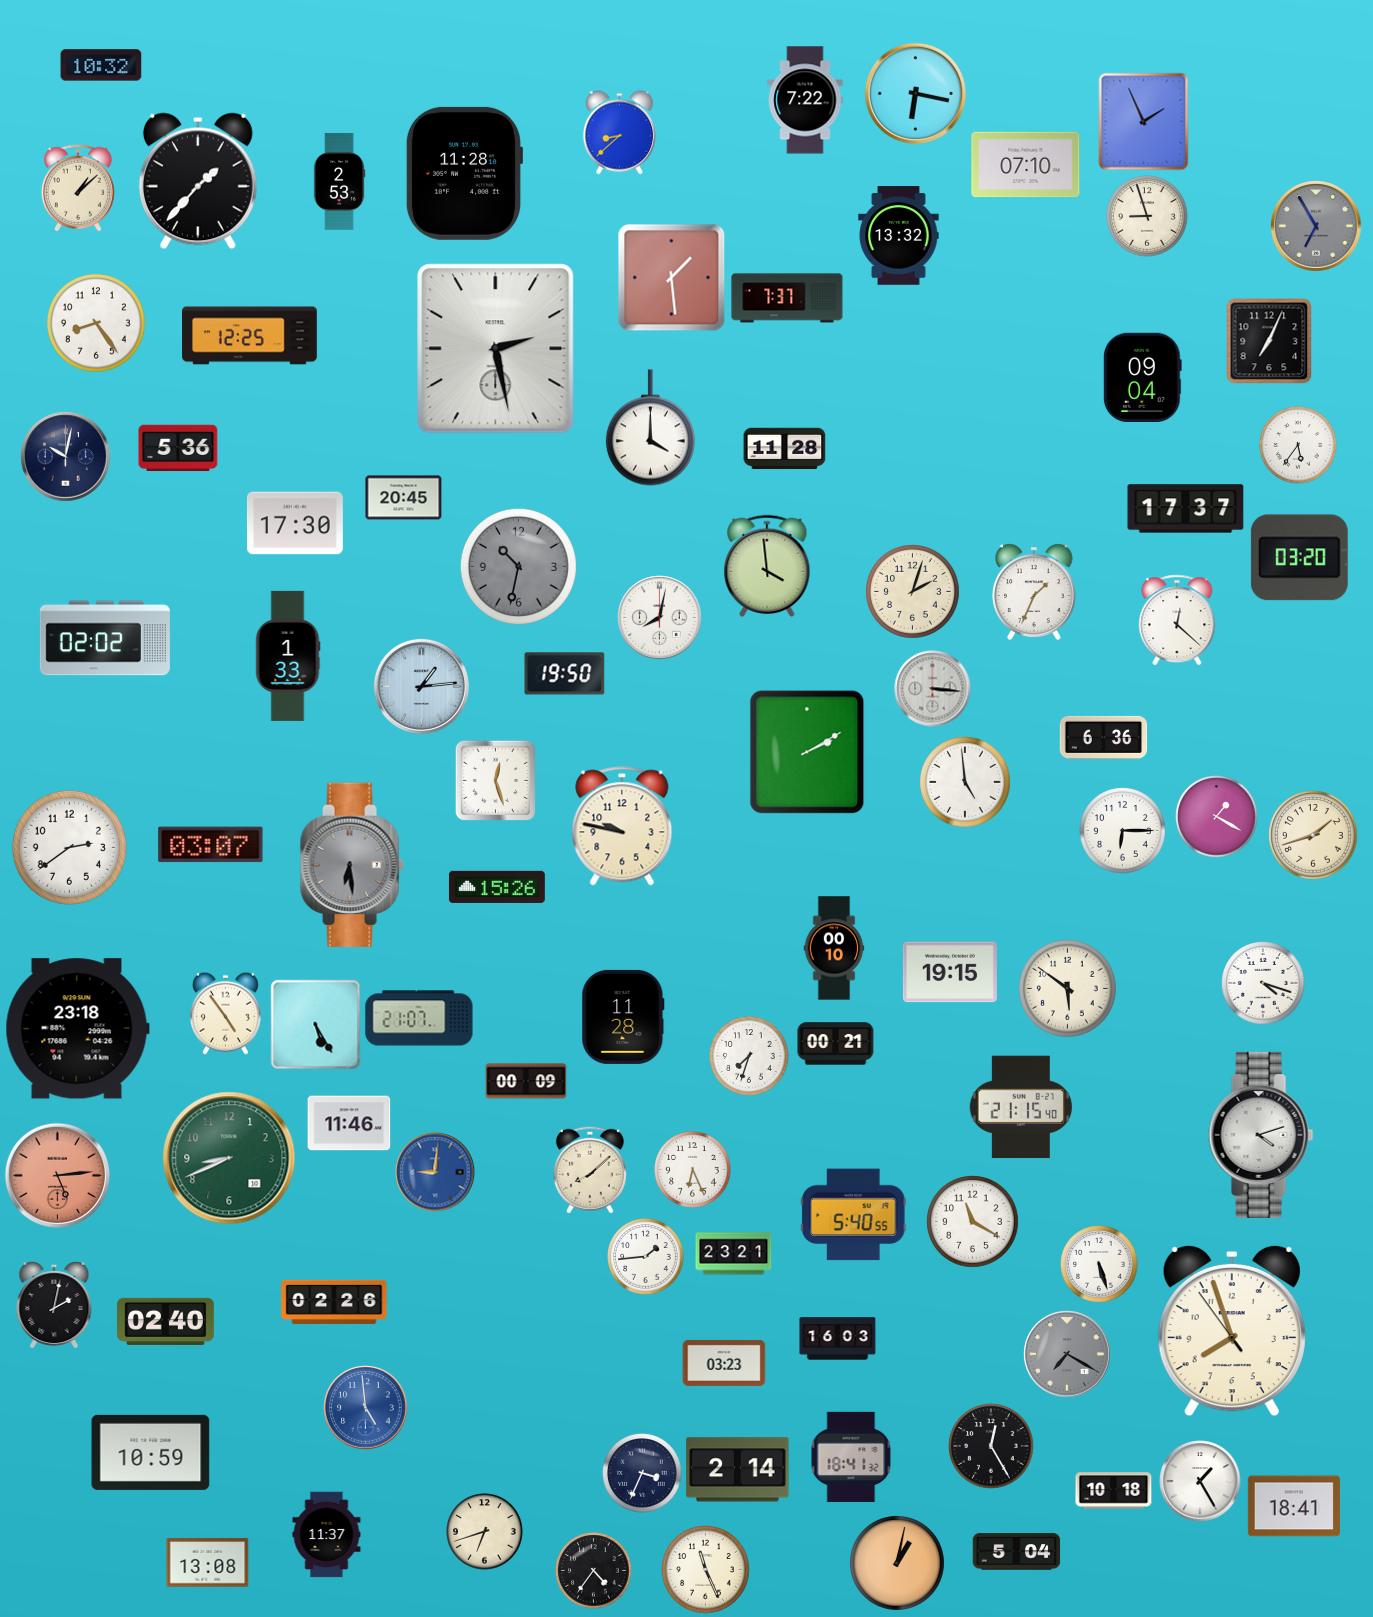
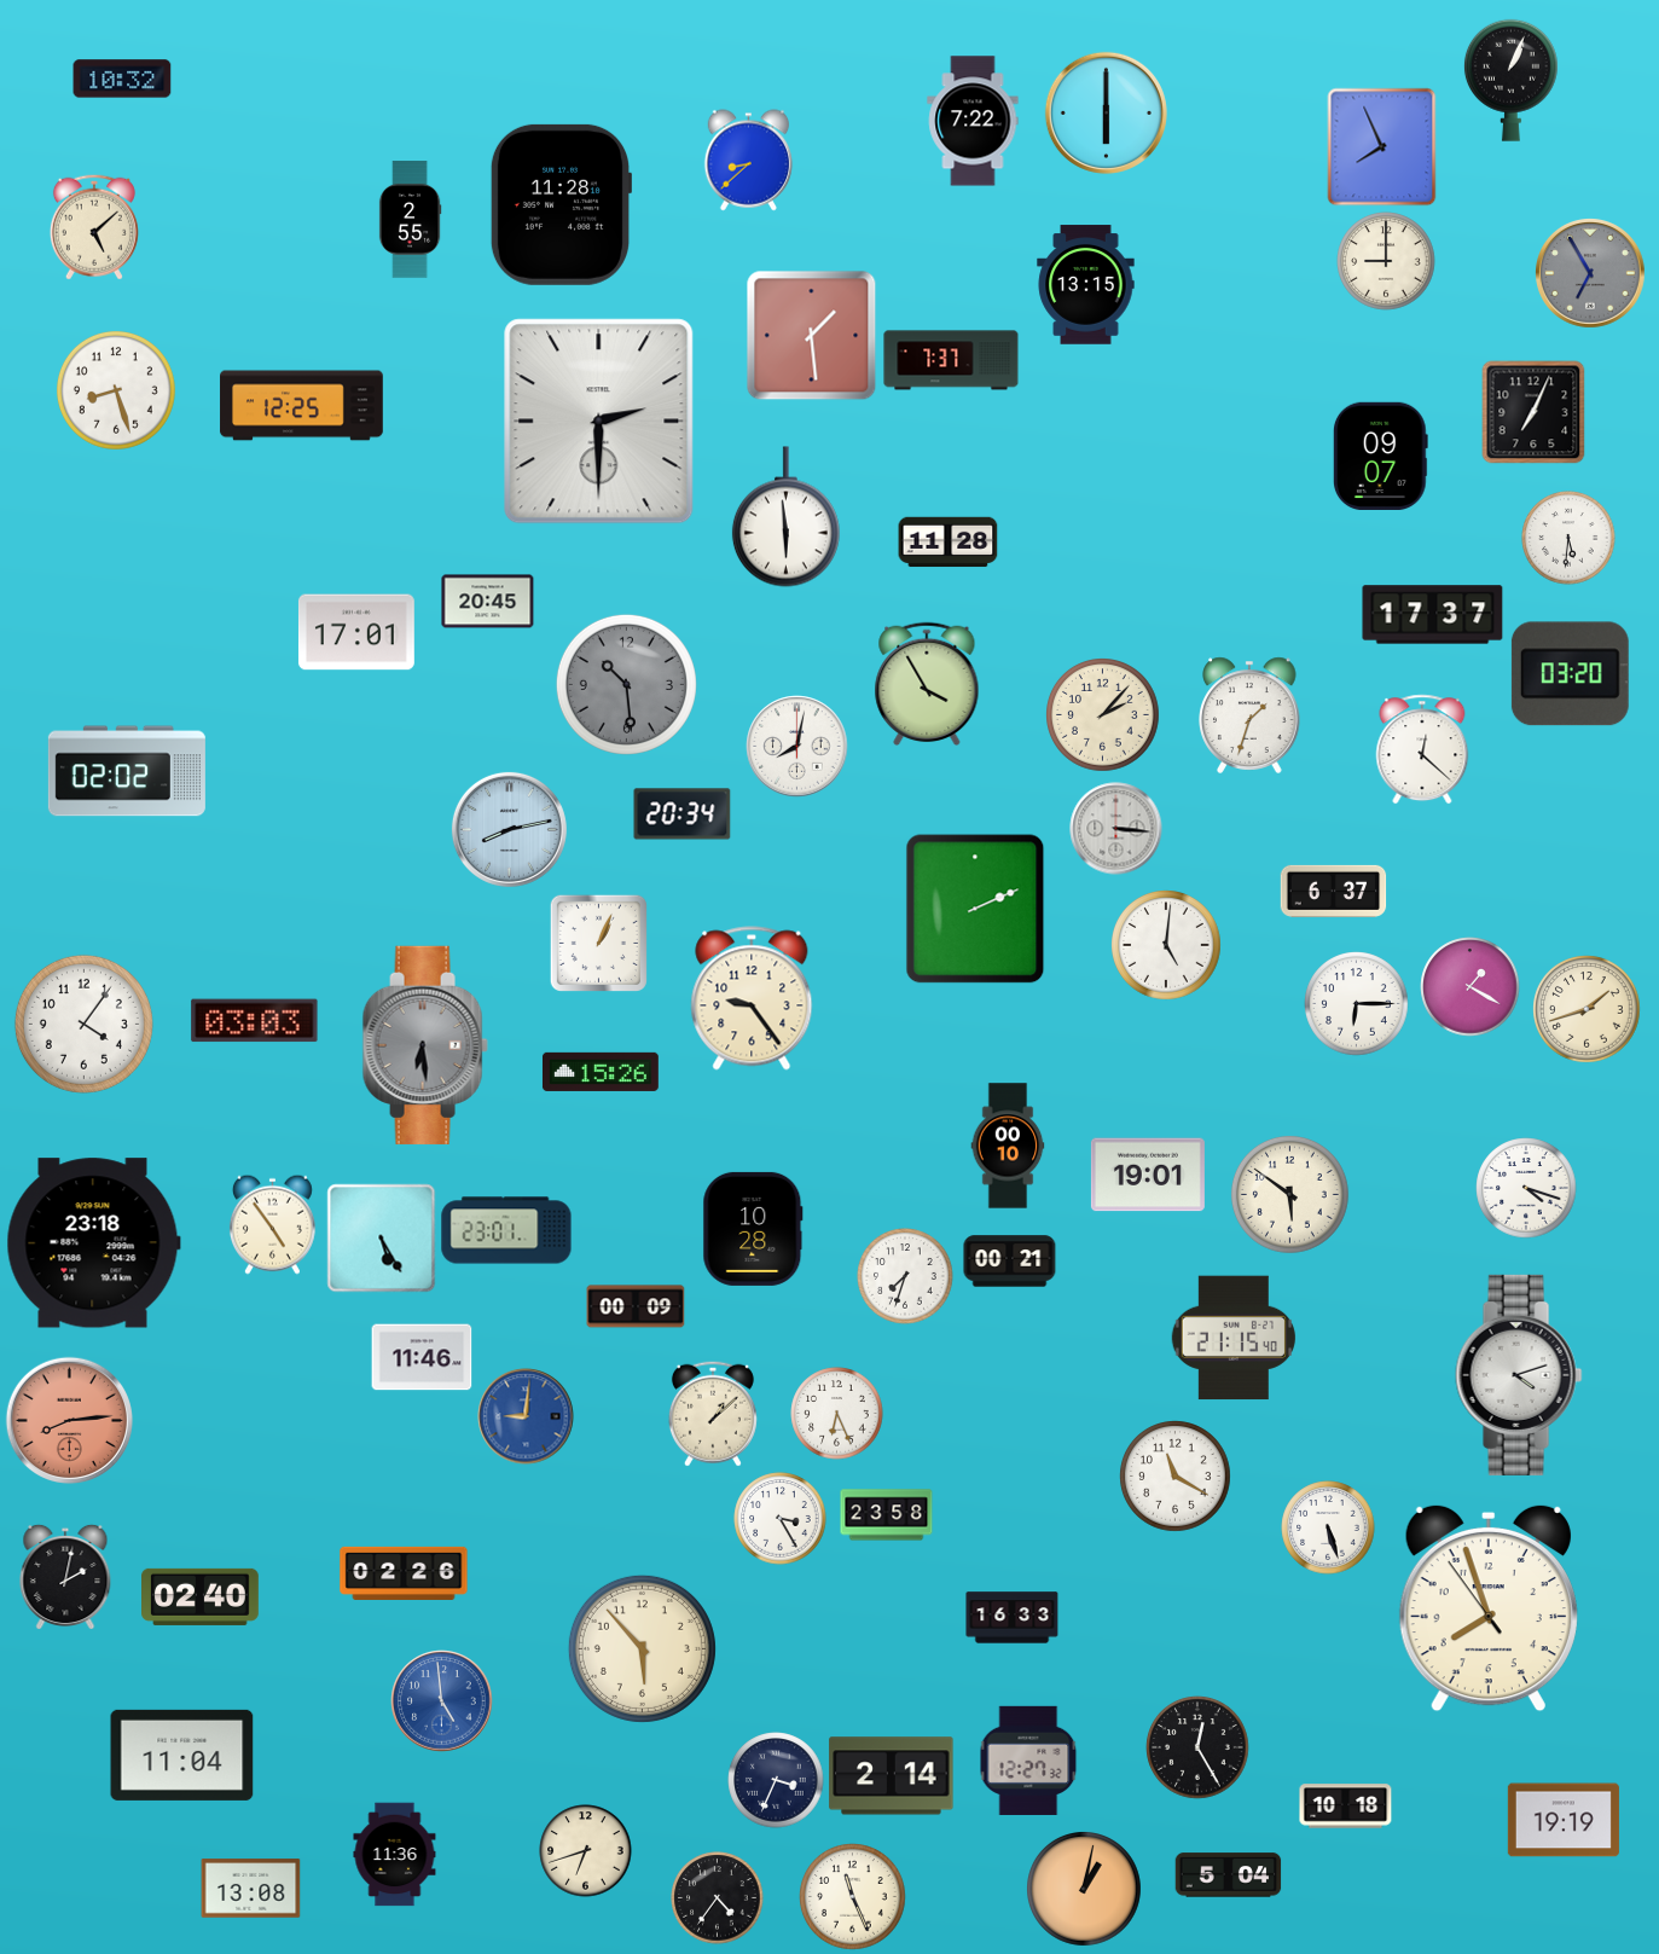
clock at (1510, 80): none -> 1:04
clock at (915, 93): 6:17 -> 6:00
clock at (1144, 122): 1:56 -> 7:56
clock at (1026, 165): 07:10 -> none
clock at (463, 173) position: (463, 173) -> (559, 204)
clock at (198, 181): 1:37 -> none
clock at (339, 182): 2:53 -> 2:55
clock at (78, 188): 1:08 -> 5:08
clock at (1147, 216): 8:57 -> 9:00
clock at (899, 236): 13:32 -> 13:15
clock at (96, 323): 8:24 -> 8:27
clock at (496, 349): 2:28 -> 2:30
clock at (1142, 377): 09:04 -> 09:07
clock at (650, 428): 4:00 -> 5:59
clock at (1298, 445): 5:36 -> 5:31
clock at (178, 448): 5:36 -> none
clock at (66, 457): 10:02 -> none
clock at (295, 523): 17:30 -> 17:01
clock at (767, 565): 3:59 -> 3:55
clock at (518, 566): 10:32 -> 10:29
clock at (913, 592): 2:03 -> 2:07
clock at (1034, 592): 1:34 -> 1:33
clock at (288, 656): 1:33 -> none
clock at (565, 674): 19:50 -> 20:34
clock at (421, 686): 1:14 -> 8:13
clock at (933, 689) position: (933, 689) -> (1116, 829)
clock at (1104, 737): 6:36 -> 6:37
clock at (807, 752): 2:10 -> 2:11
clock at (495, 780): 12:27 -> 1:04
clock at (966, 783): 4:59 -> 5:01
clock at (622, 826): 9:47 -> 9:24
clock at (211, 845): 03:07 -> 03:03
clock at (69, 847): 2:39 -> 4:06
clock at (950, 972): 19:15 -> 19:01
clock at (623, 1017): 11:28 -> 10:28
clock at (419, 1018): 21:07 -> 23:01
clock at (1261, 1135) position: (1261, 1135) -> (1519, 1375)
clock at (229, 1158): 8:41 -> none
clock at (590, 1170): 8:08 -> 1:08
clock at (57, 1175): 5:14 -> 8:14
clock at (853, 1215): 5:40 -> none
clock at (734, 1254): 23:21 -> 23:58
clock at (646, 1257): 1:44 -> 3:25
clock at (838, 1339): 16:03 -> 16:33
clock at (1067, 1354): 7:20 -> none
clock at (724, 1363): 03:23 -> none
clock at (642, 1648): none -> 5:53
clock at (151, 1452): 10:59 -> 11:04
clock at (851, 1457): 18:41 -> 12:27
clock at (1200, 1481): 1:25 -> none
clock at (1114, 1491) position: (1114, 1491) -> (1346, 1807)
clock at (1294, 1506): 18:41 -> 19:19
clock at (327, 1535): 11:37 -> 11:36
